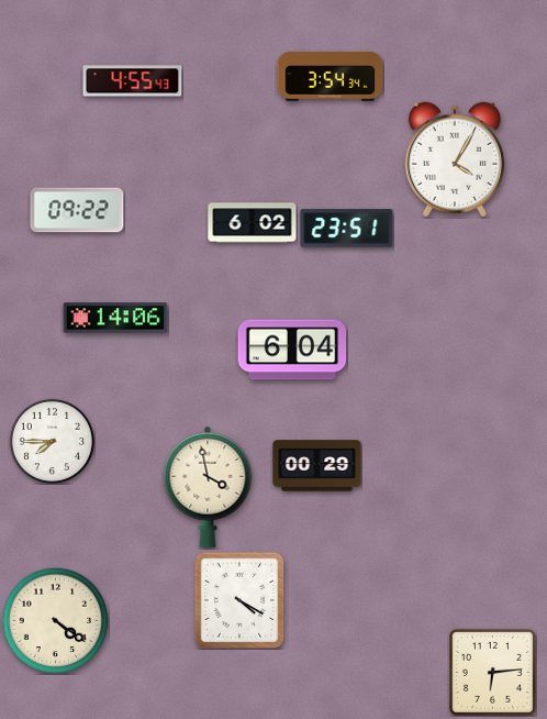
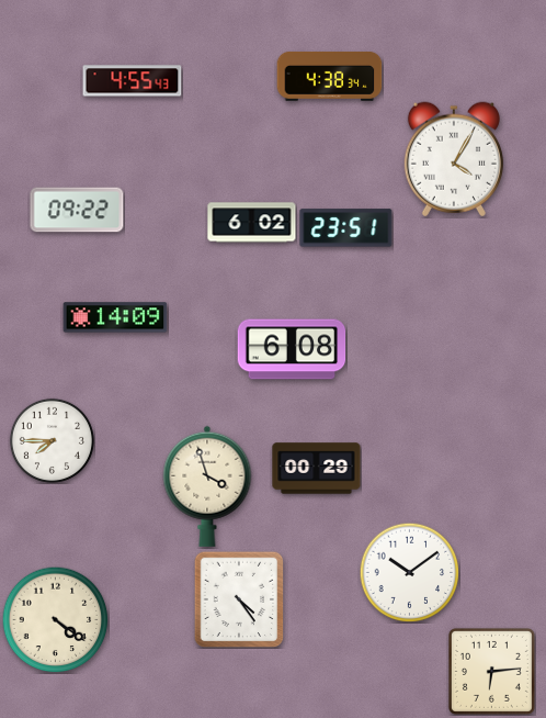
clock at (331, 77): 3:54 -> 4:38
clock at (115, 318): 14:06 -> 14:09
clock at (292, 350): 6:04 -> 6:08
clock at (317, 466) position: (317, 466) -> (317, 469)
clock at (208, 487): 3:58 -> 3:57
clock at (409, 572): none -> 10:09
clock at (239, 600): 4:20 -> 4:24
